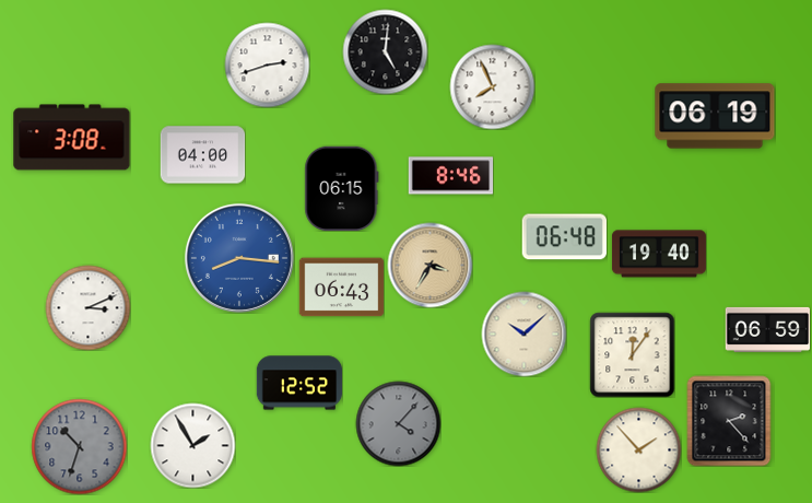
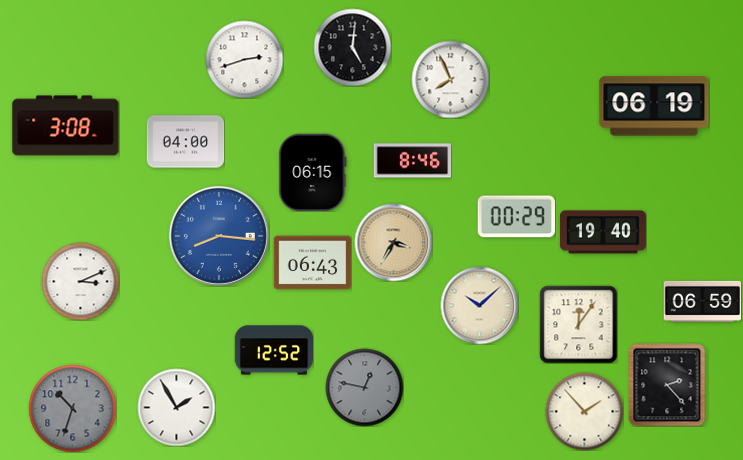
clock at (564, 237): 06:48 -> 00:29
clock at (398, 423): 4:07 -> 12:47
